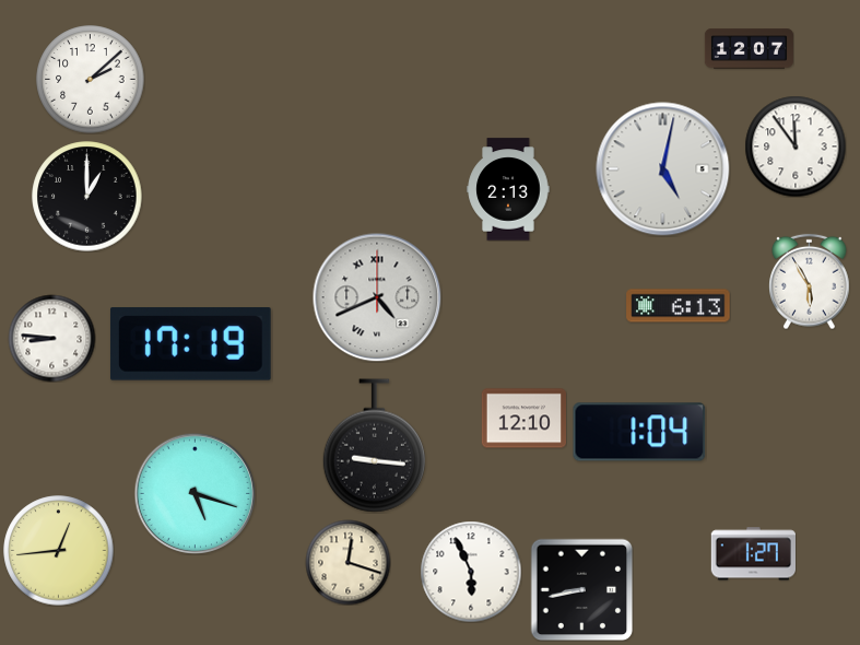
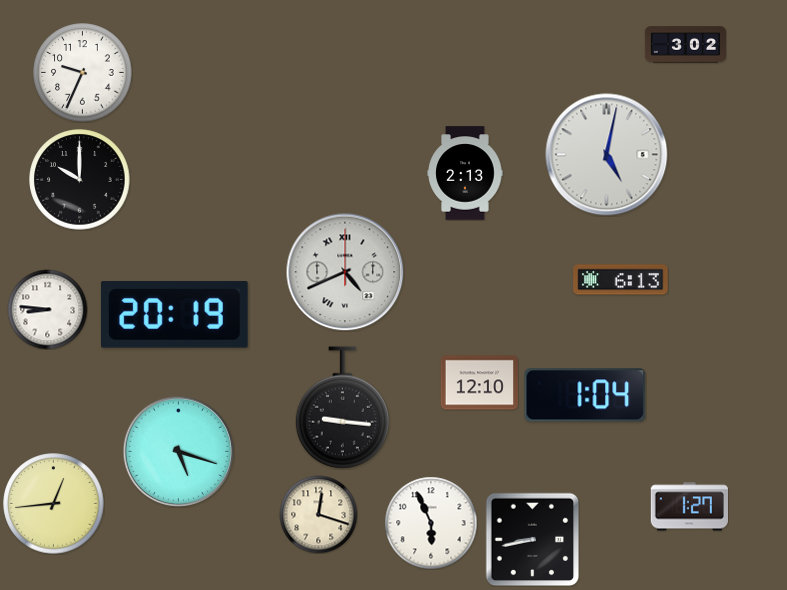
clock at (749, 49): 12:07 -> 3:02
clock at (91, 80): 2:08 -> 9:34
clock at (796, 146): 11:54 -> none
clock at (87, 197): 1:00 -> 10:00
clock at (810, 281): 5:55 -> none
clock at (190, 344): 17:19 -> 20:19
